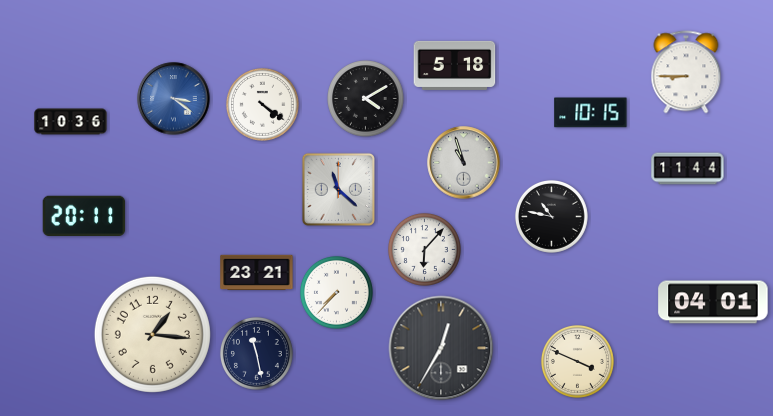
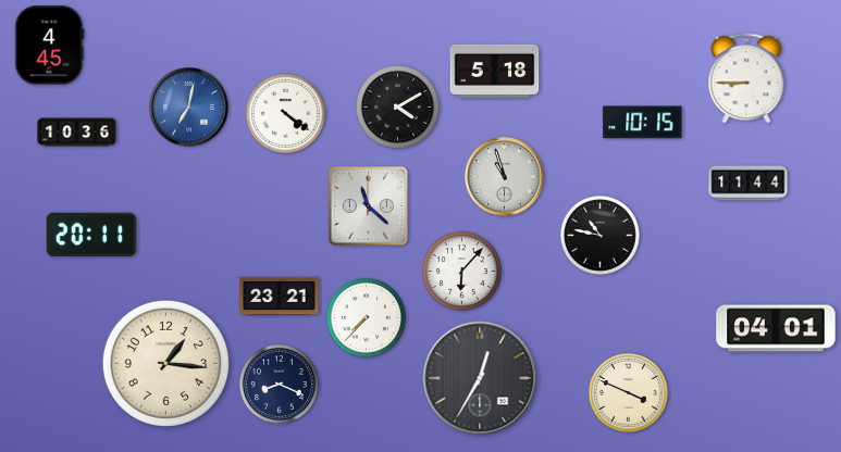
clock at (50, 46): none -> 4:45
clock at (174, 99): 3:21 -> 7:02
clock at (256, 353): 11:28 -> 8:19
